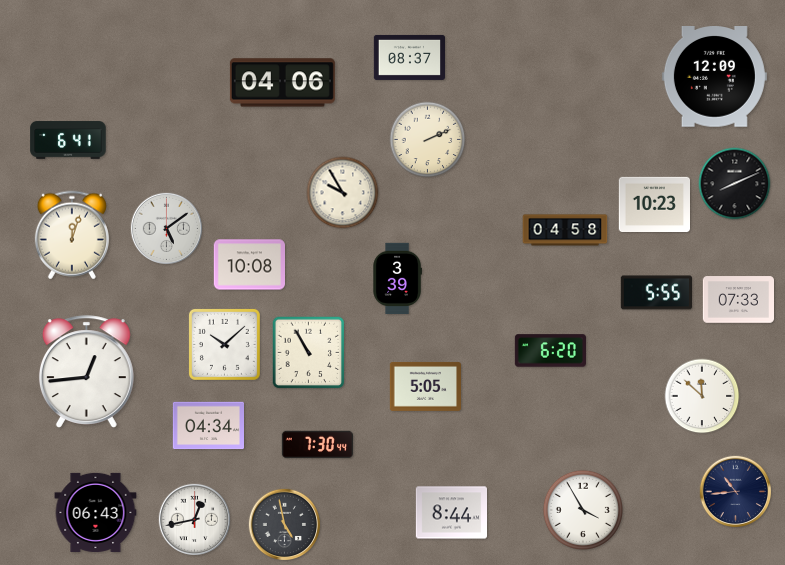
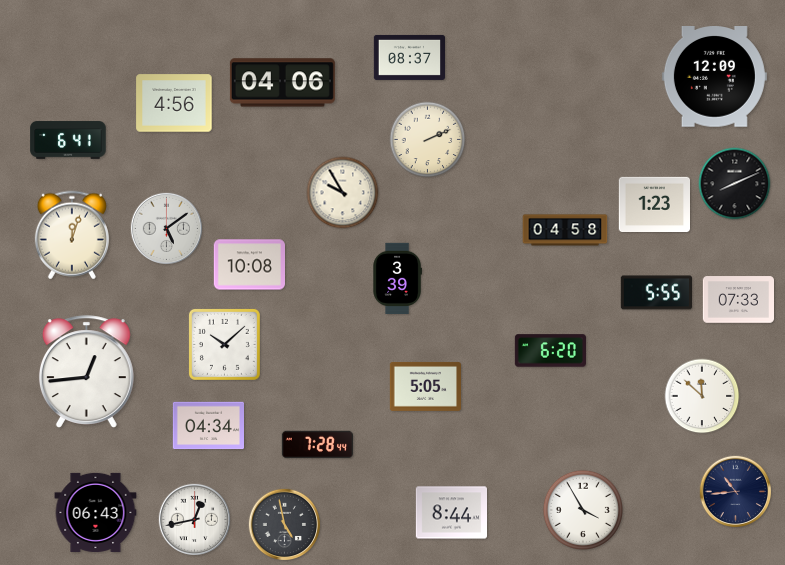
clock at (174, 103): none -> 4:56
clock at (654, 204): 10:23 -> 1:23
clock at (309, 353): 10:55 -> none
clock at (317, 445): 7:30 -> 7:28
